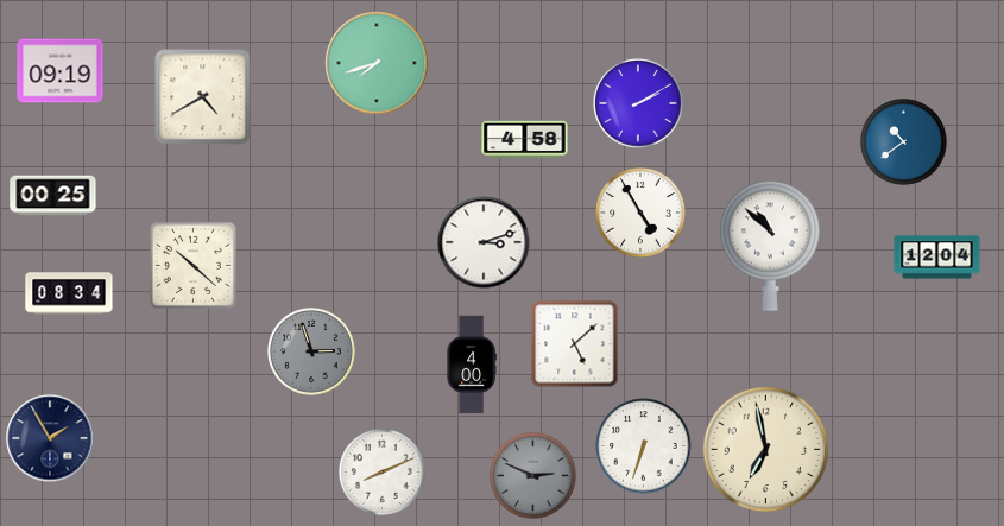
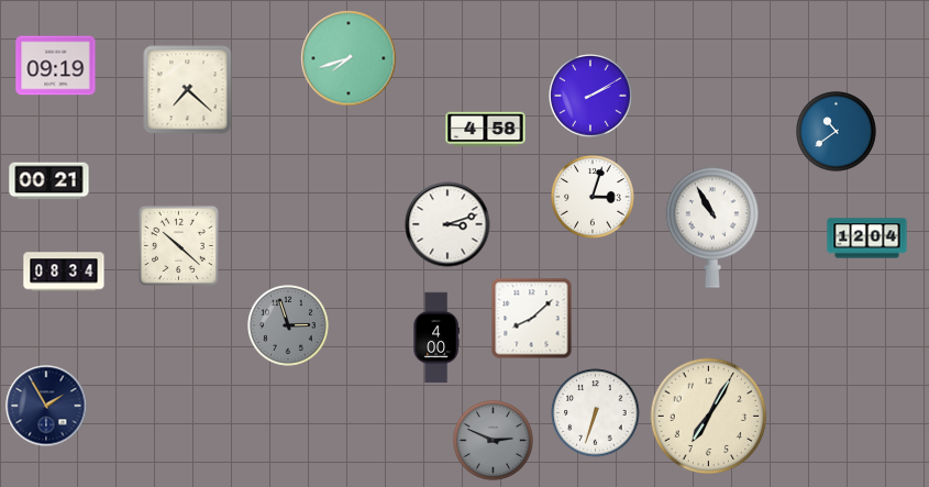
clock at (203, 97): 4:40 -> 7:22
clock at (53, 196): 00:25 -> 00:21
clock at (640, 213): 4:55 -> 3:03
clock at (770, 246): 10:52 -> 10:55
clock at (575, 344): 5:08 -> 8:08
clock at (766, 450): 6:58 -> 7:05
clock at (383, 473): 8:11 -> none
